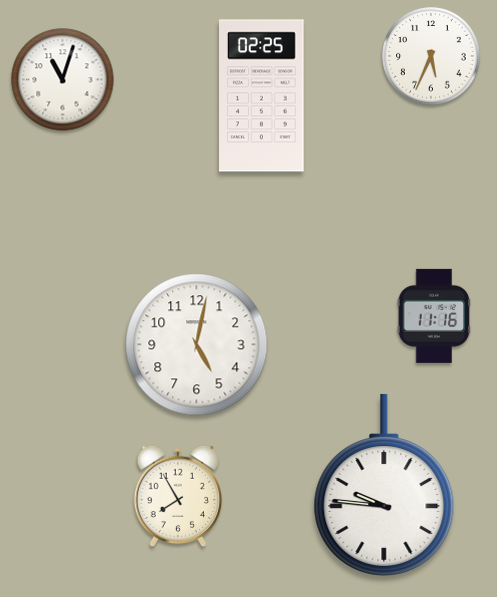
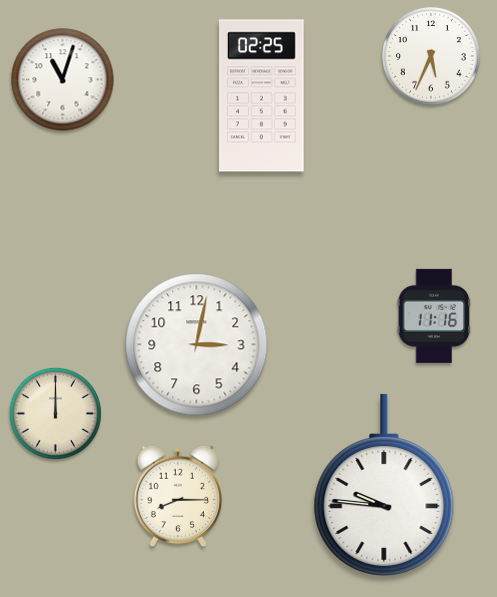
clock at (197, 345): 5:02 -> 3:02
clock at (55, 413): none -> 12:00
clock at (178, 496): 7:55 -> 8:15
